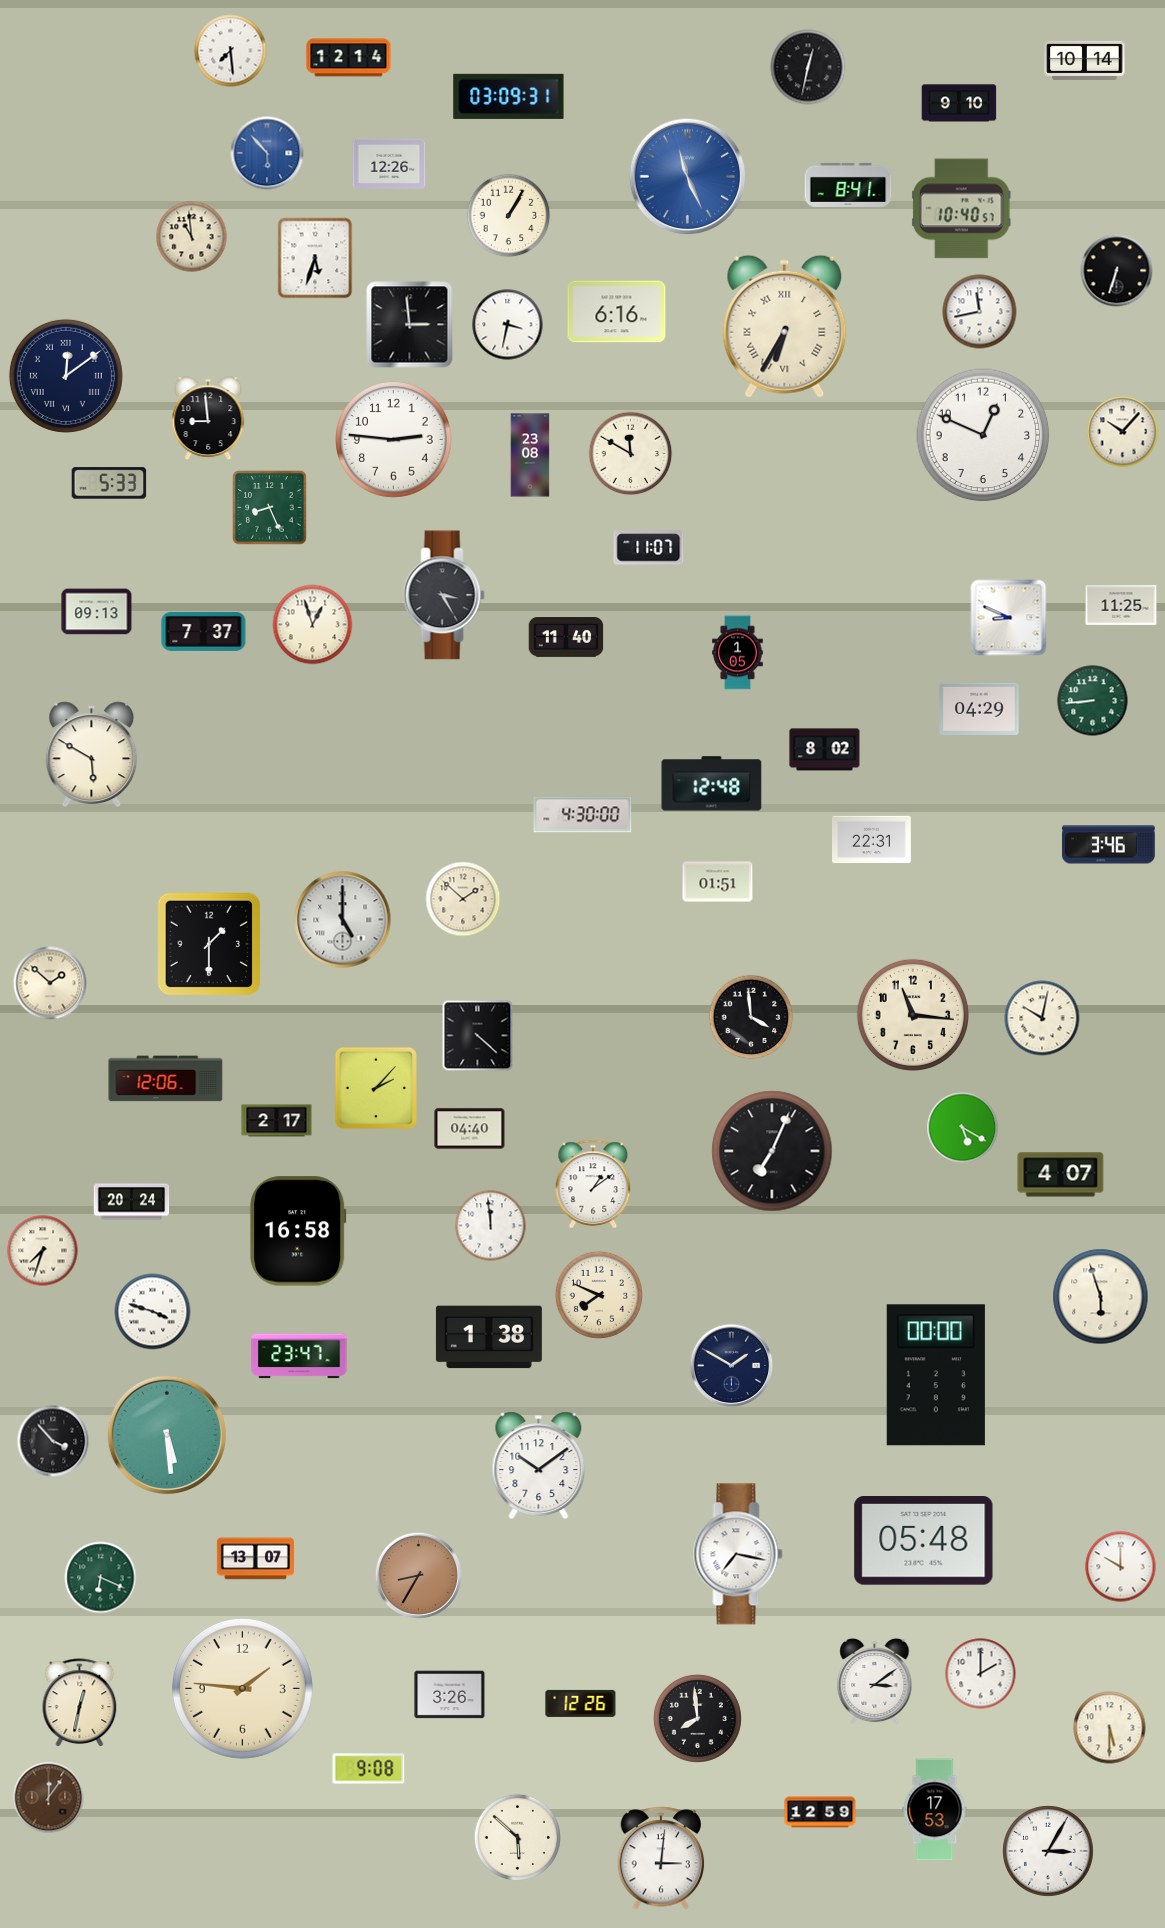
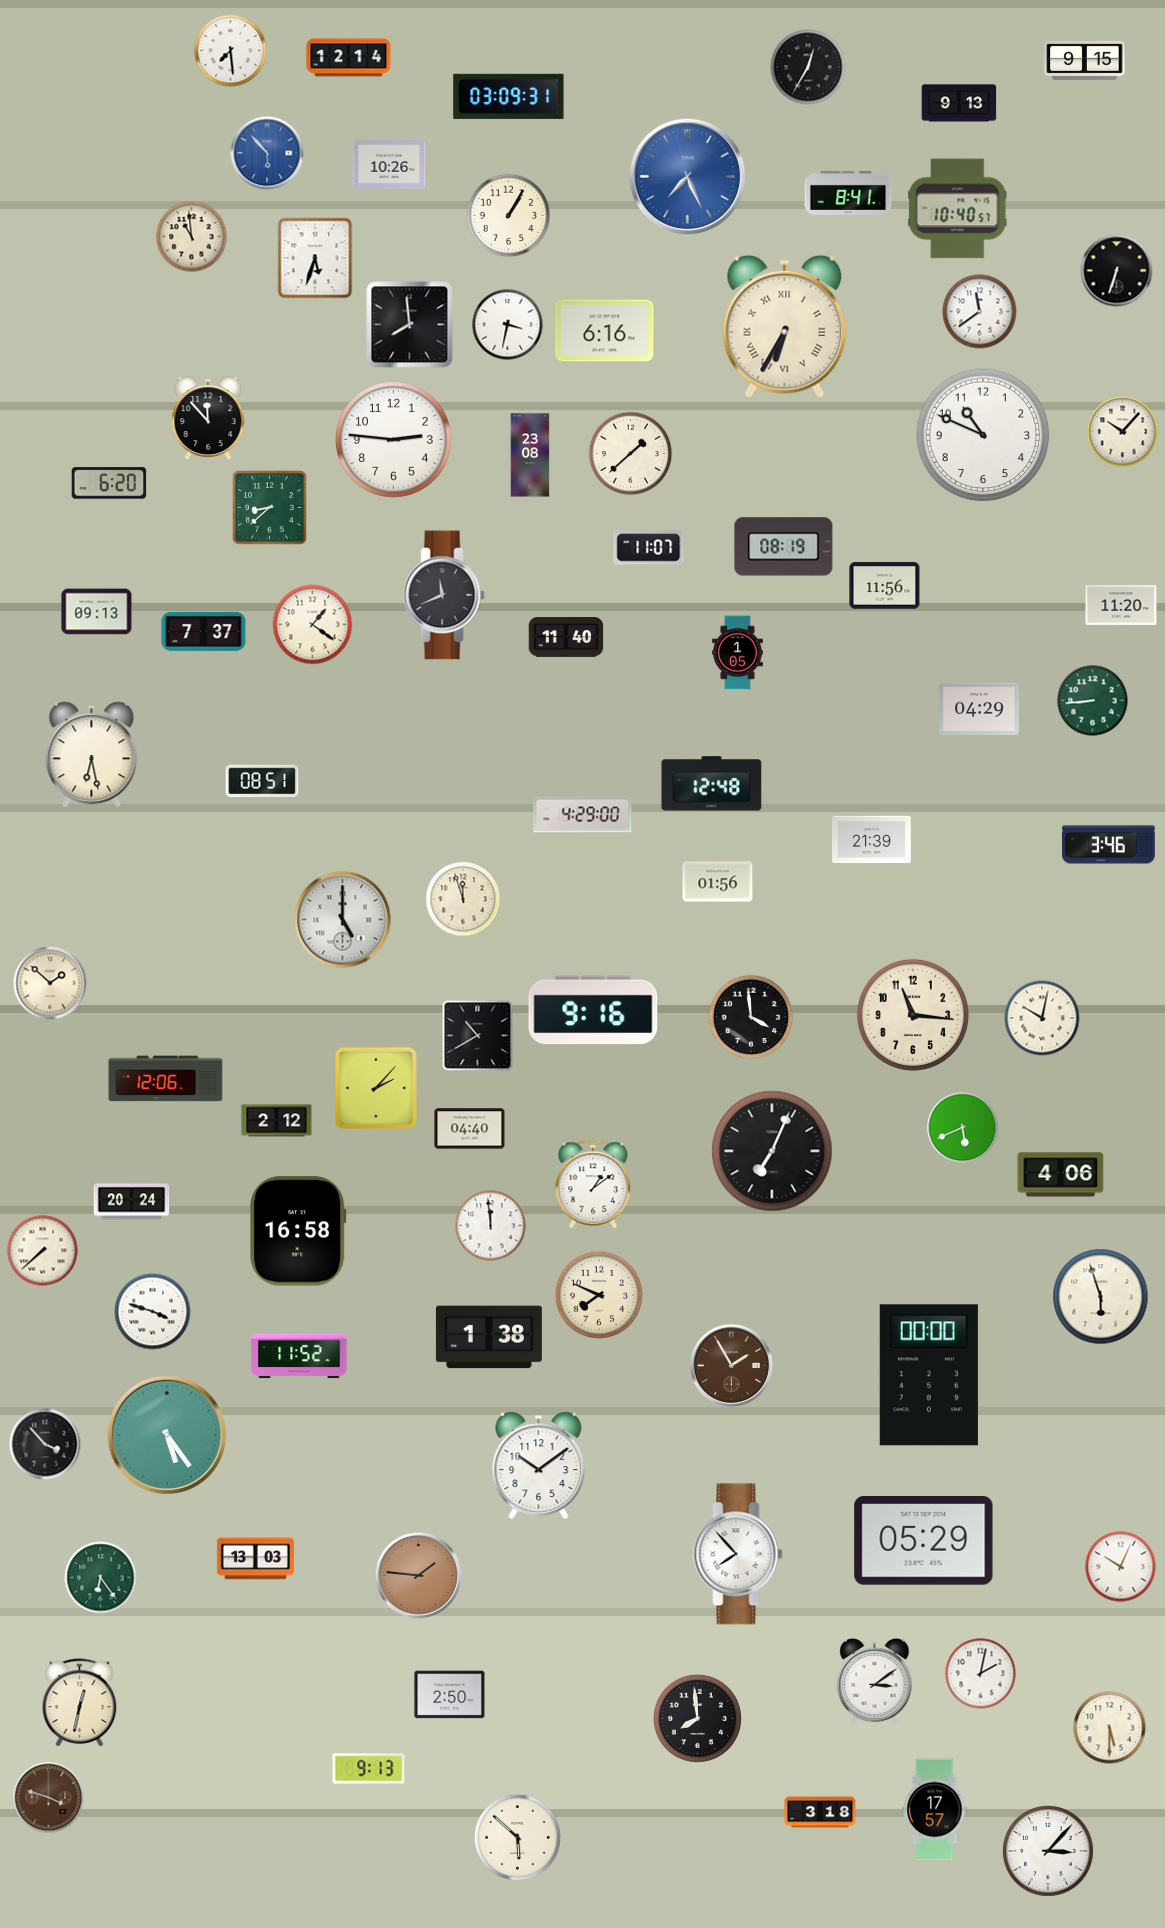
clock at (1085, 60): 10:14 -> 9:15
clock at (808, 67): 12:32 -> 12:35
clock at (959, 103): 9:10 -> 9:13
clock at (389, 164): 12:26 -> 10:26
clock at (688, 177): 11:26 -> 7:26
clock at (848, 185) position: (848, 185) -> (848, 193)
clock at (961, 209) position: (961, 209) -> (957, 209)
clock at (617, 312) position: (617, 312) -> (605, 331)
clock at (980, 312): 11:43 -> 11:39
clock at (410, 325): 2:59 -> 7:59
clock at (66, 376): 12:09 -> none
clock at (208, 419): 8:59 -> 11:53
clock at (983, 435): 12:49 -> 10:49
clock at (631, 454): 11:50 -> 1:38
clock at (109, 483): 5:33 -> 6:20
clock at (270, 508): 8:26 -> 8:38
clock at (784, 547): none -> 08:19
clock at (885, 586): none -> 11:56
clock at (444, 595): 3:25 -> 11:41
clock at (1121, 605): 11:25 -> 11:20
clock at (1009, 618): 8:49 -> none
clock at (313, 625): 12:57 -> 1:21
clock at (825, 750): 8:02 -> none
clock at (92, 755): 5:50 -> 6:28
clock at (262, 781): none -> 08:51
clock at (583, 815): 4:30 -> 4:29
clock at (872, 840): 22:31 -> 21:39
clock at (718, 882): 01:51 -> 01:56
clock at (463, 899): 1:52 -> 11:57
clock at (209, 944): 1:30 -> none
clock at (593, 1010): none -> 9:16
clock at (478, 1036): 4:22 -> 10:40
clock at (277, 1121): 2:17 -> 2:12
clock at (963, 1128): 5:20 -> 5:41
clock at (1061, 1175): 4:07 -> 4:06
clock at (43, 1251): 7:33 -> 7:38
clock at (299, 1356): 23:47 -> 11:52
clock at (732, 1366): 1:50 -> 1:55
clock at (732, 1366) dial: navy -> brown
clock at (936, 1375) position: (936, 1375) -> (929, 1375)
clock at (167, 1435): 5:29 -> 5:24
clock at (53, 1441) position: (53, 1441) -> (45, 1444)
clock at (924, 1541): 05:48 -> 05:29
clock at (738, 1554): 7:17 -> 7:53
clock at (255, 1559): 13:07 -> 13:03
clock at (1121, 1567): 10:00 -> 10:04
clock at (418, 1575): 8:35 -> 1:46
clock at (101, 1578): 6:19 -> 6:24
clock at (981, 1674): 2:00 -> 2:02
clock at (242, 1688): 1:46 -> none
clock at (450, 1695): 3:26 -> 2:50
clock at (581, 1703): 12:26 -> none
clock at (369, 1769): 9:08 -> 9:13
clock at (49, 1798): 12:06 -> 3:48
clock at (935, 1810): 17:53 -> 17:57
clock at (820, 1812): 12:59 -> 3:18
clock at (1049, 1852): 3:05 -> 3:07
clock at (661, 1858): 3:01 -> none
